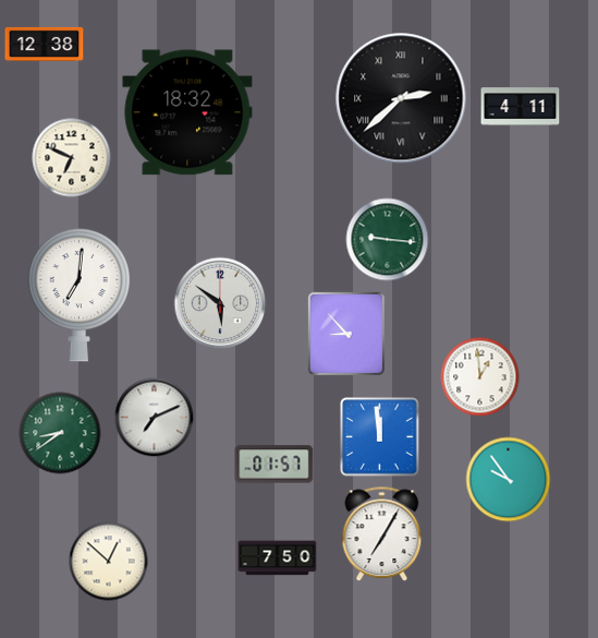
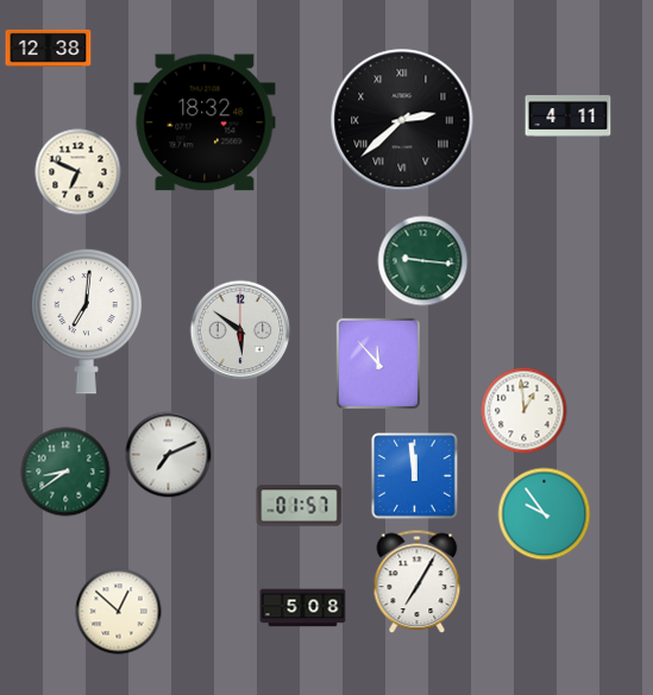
clock at (401, 98) position: (401, 98) -> (402, 120)
clock at (346, 333): 8:53 -> 11:53
clock at (509, 480) position: (509, 480) -> (545, 514)
clock at (278, 558): 7:50 -> 5:08
